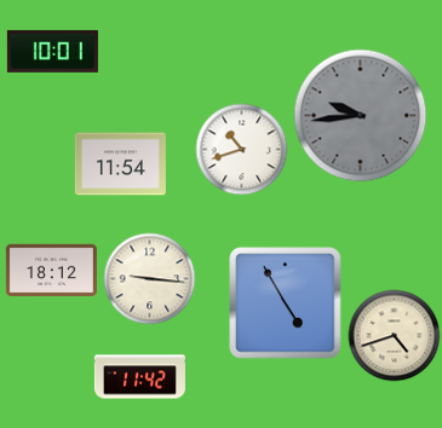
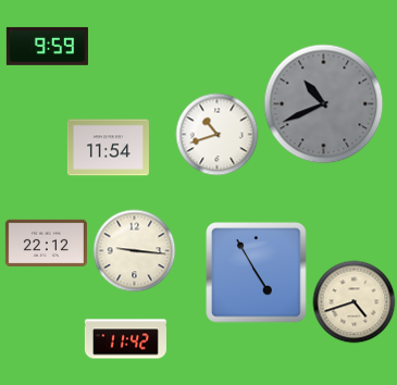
clock at (52, 51): 10:01 -> 9:59
clock at (361, 116): 9:44 -> 10:41
clock at (51, 270): 18:12 -> 22:12
